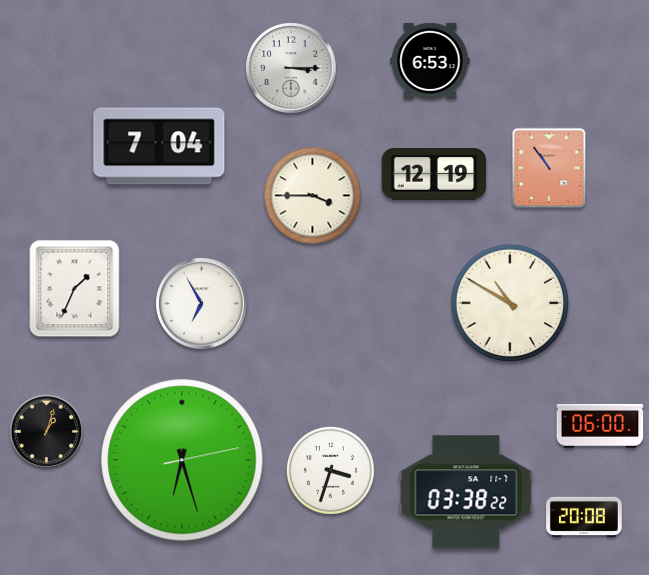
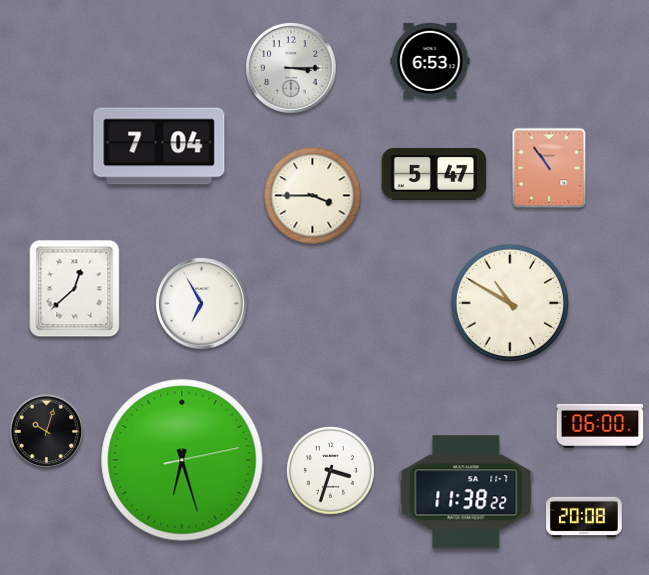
clock at (434, 174): 12:19 -> 5:47
clock at (75, 289): 1:34 -> 12:38
clock at (47, 432): 1:03 -> 10:03
clock at (466, 492): 03:38 -> 11:38
